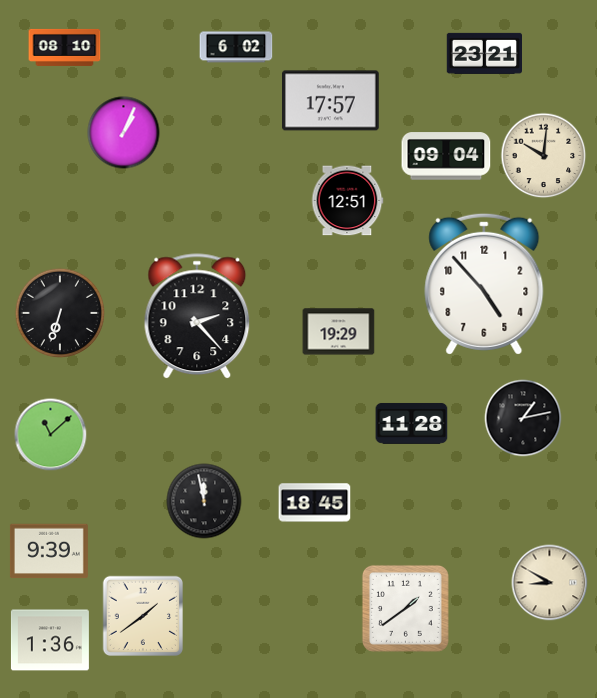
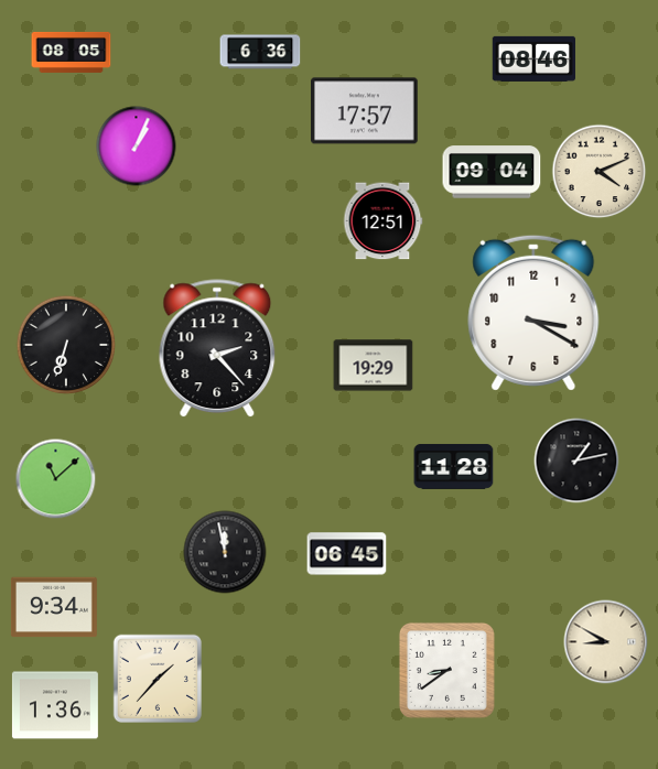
clock at (65, 47): 08:10 -> 08:05
clock at (236, 47): 6:02 -> 6:36
clock at (485, 53): 23:21 -> 08:46
clock at (544, 156): 10:01 -> 4:11
clock at (484, 284): 4:53 -> 3:20
clock at (315, 503): 18:45 -> 06:45
clock at (49, 551): 9:39 -> 9:34
clock at (405, 608): 1:39 -> 8:39
clock at (142, 615): 1:39 -> 1:37
